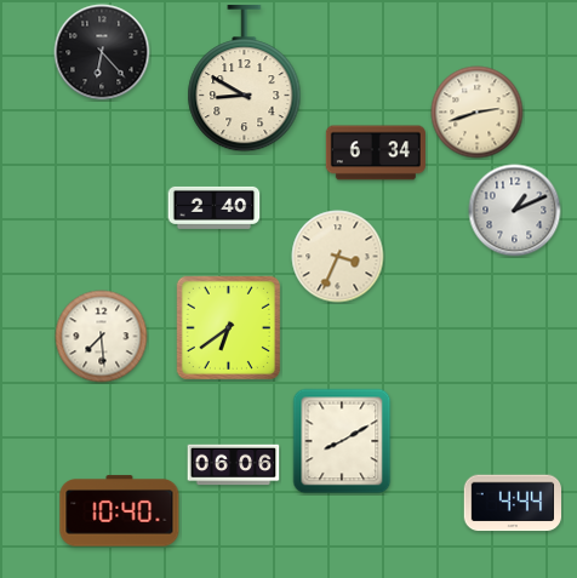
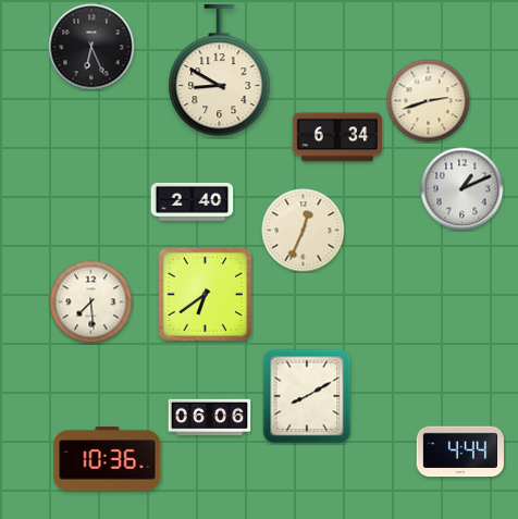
clock at (102, 52): 6:23 -> 6:26
clock at (215, 207) position: (215, 207) -> (193, 201)
clock at (338, 257): 3:34 -> 12:34
clock at (120, 511): 10:40 -> 10:36
